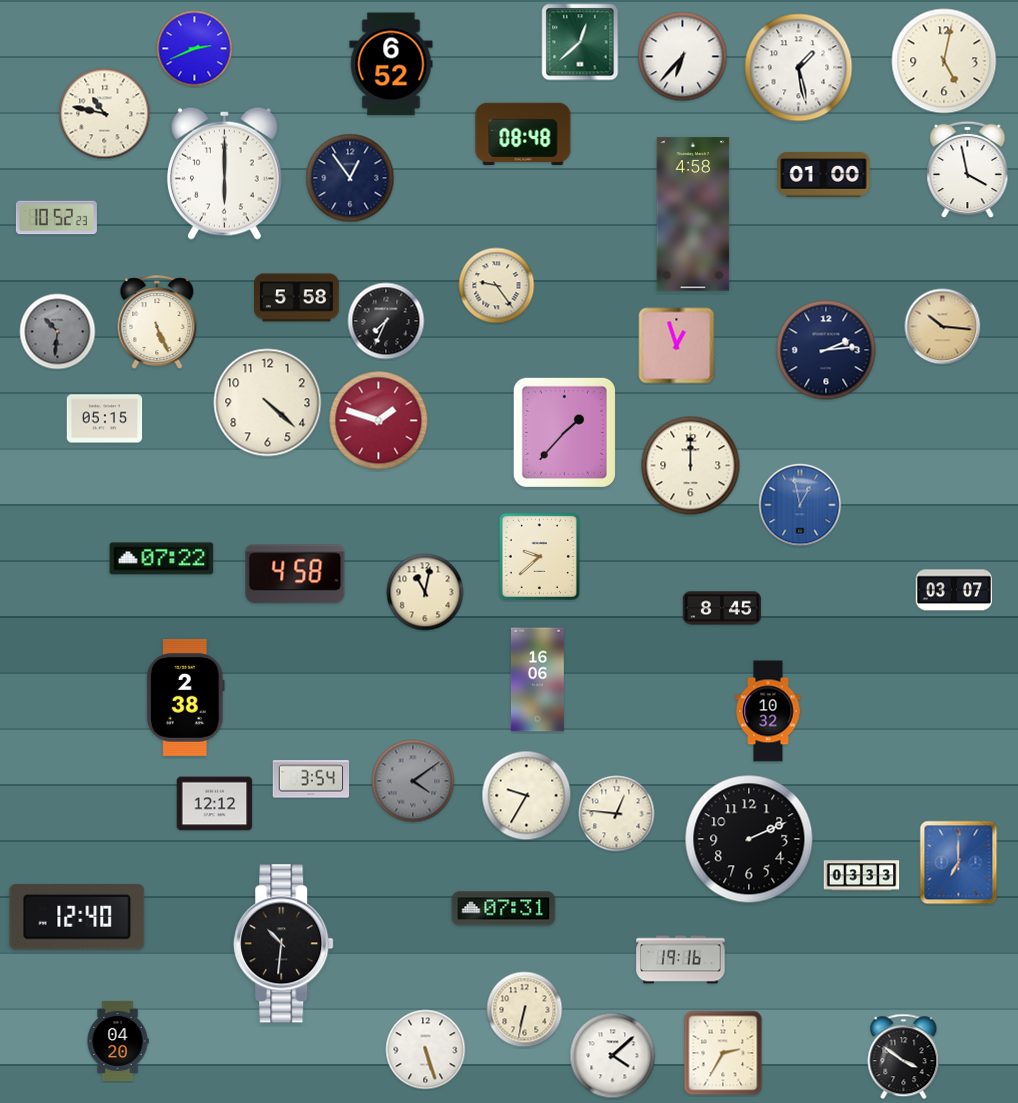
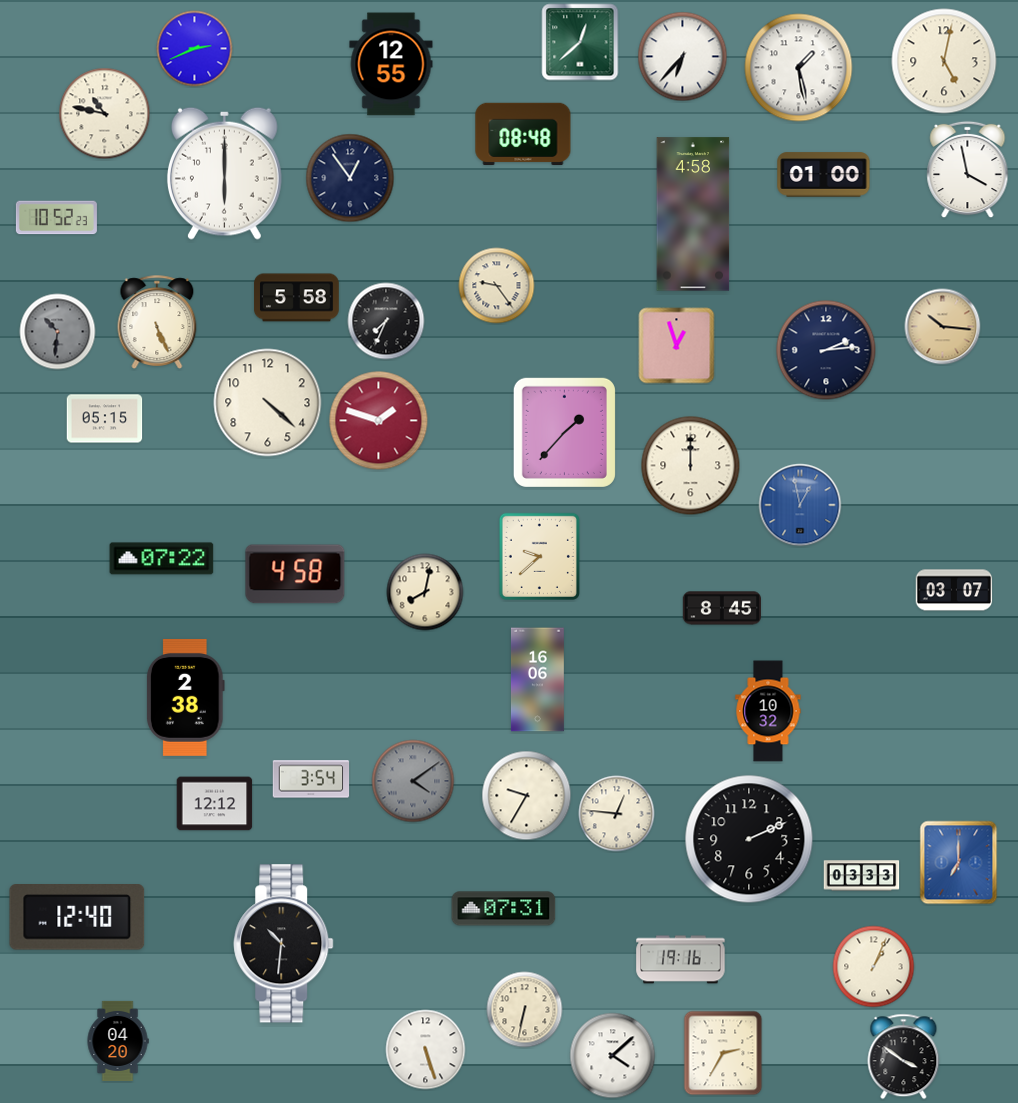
clock at (391, 64): 6:52 -> 12:55
clock at (425, 592): 11:02 -> 8:02
clock at (874, 967): none -> 1:04
